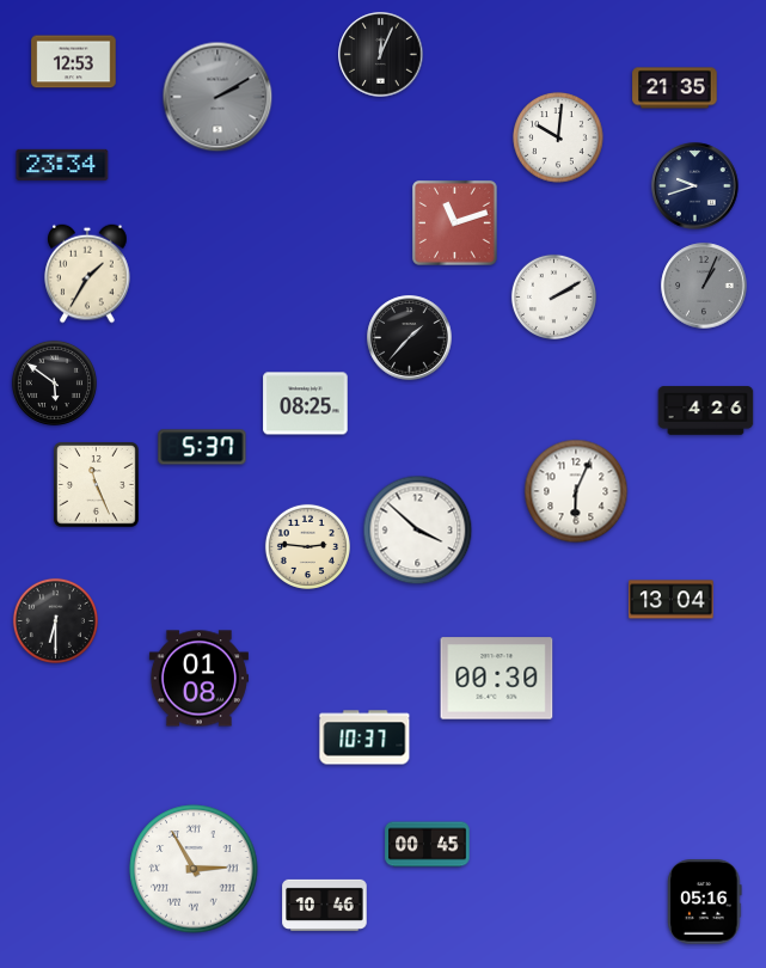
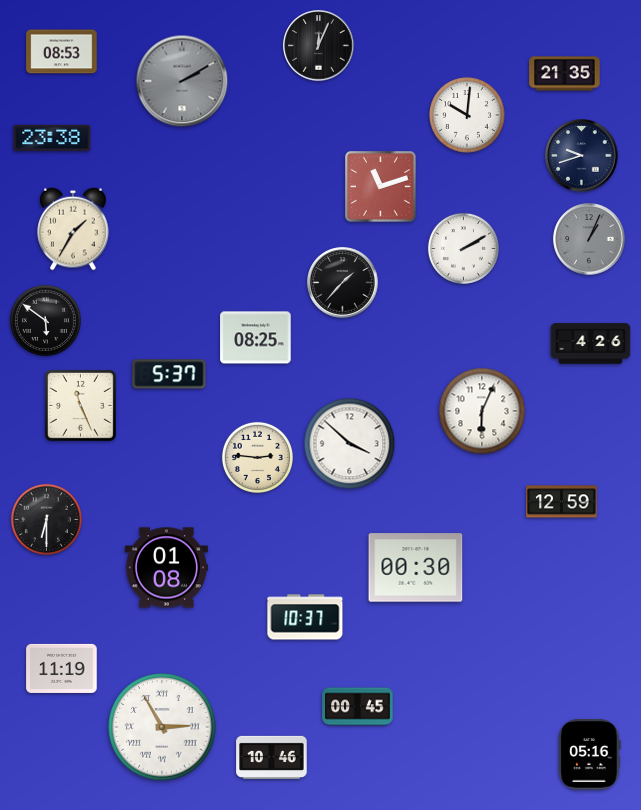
clock at (74, 62): 12:53 -> 08:53
clock at (62, 165): 23:34 -> 23:38
clock at (672, 600): 13:04 -> 12:59
clock at (62, 668): none -> 11:19
